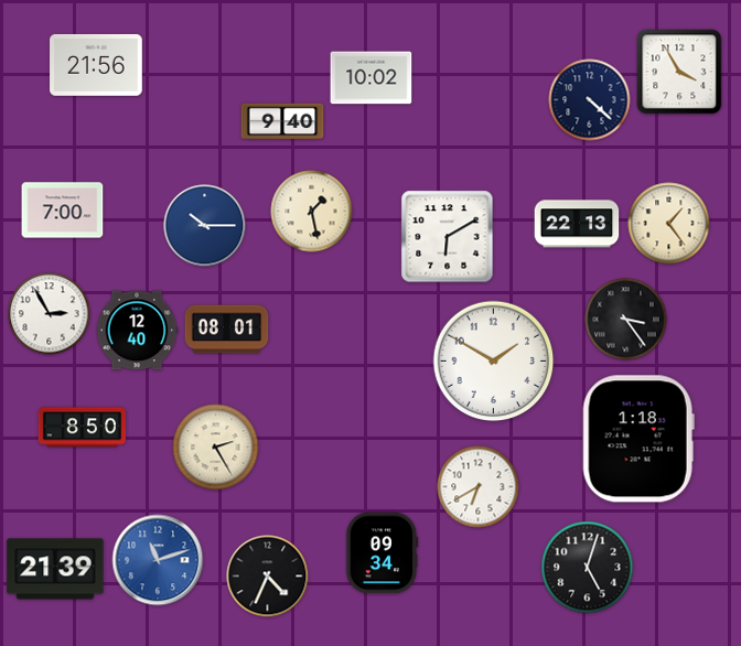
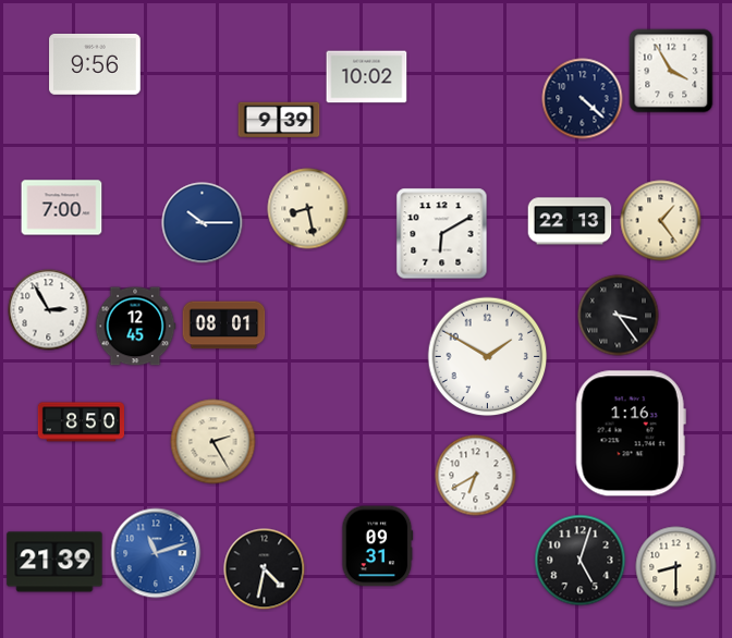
clock at (96, 65): 21:56 -> 9:56
clock at (282, 121): 9:40 -> 9:39
clock at (312, 212): 1:28 -> 8:28
clock at (137, 331): 12:40 -> 12:45
clock at (638, 439): 1:18 -> 1:16
clock at (479, 487) position: (479, 487) -> (476, 476)
clock at (383, 553): 09:34 -> 09:31
clock at (676, 567): none -> 8:30
clock at (268, 577): 4:34 -> 4:32
